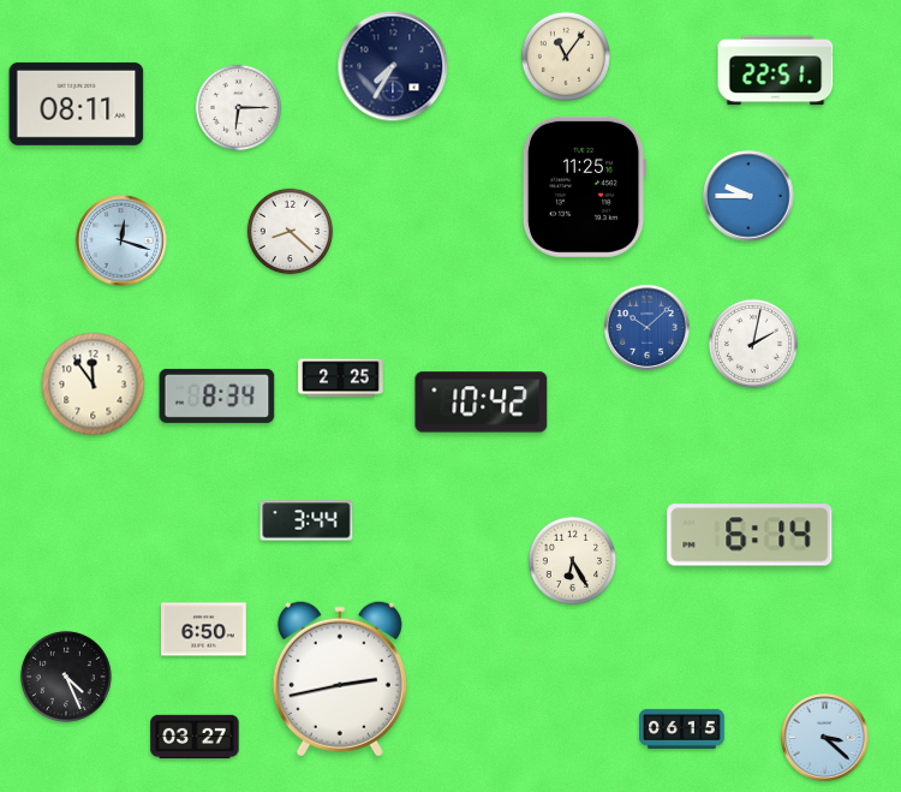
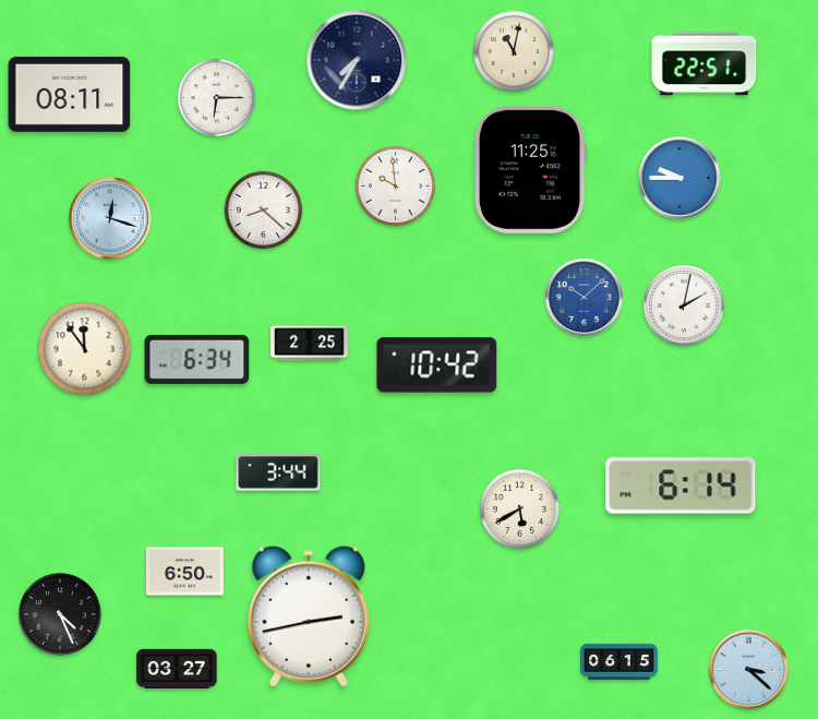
clock at (566, 56): 11:06 -> 11:02
clock at (395, 185): none -> 9:59
clock at (648, 328) position: (648, 328) -> (585, 298)
clock at (753, 344) position: (753, 344) -> (684, 305)
clock at (217, 395): 8:34 -> 6:34
clock at (572, 560): 6:25 -> 5:40
